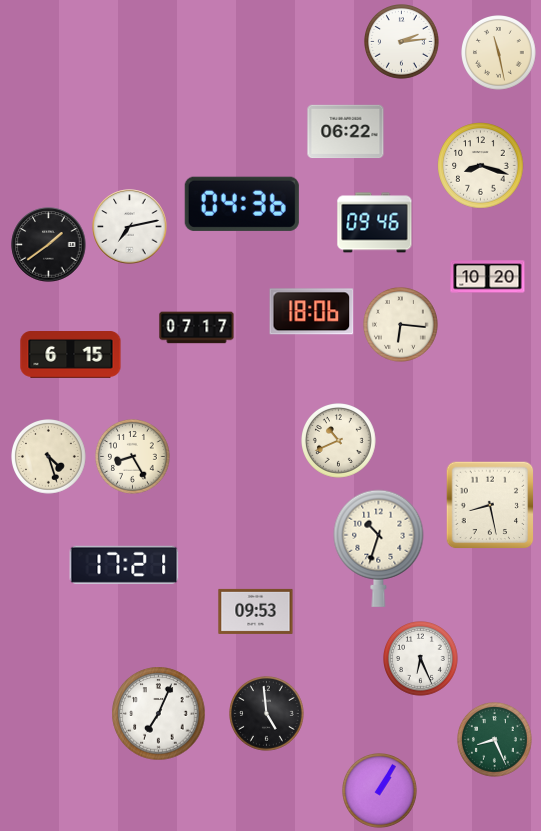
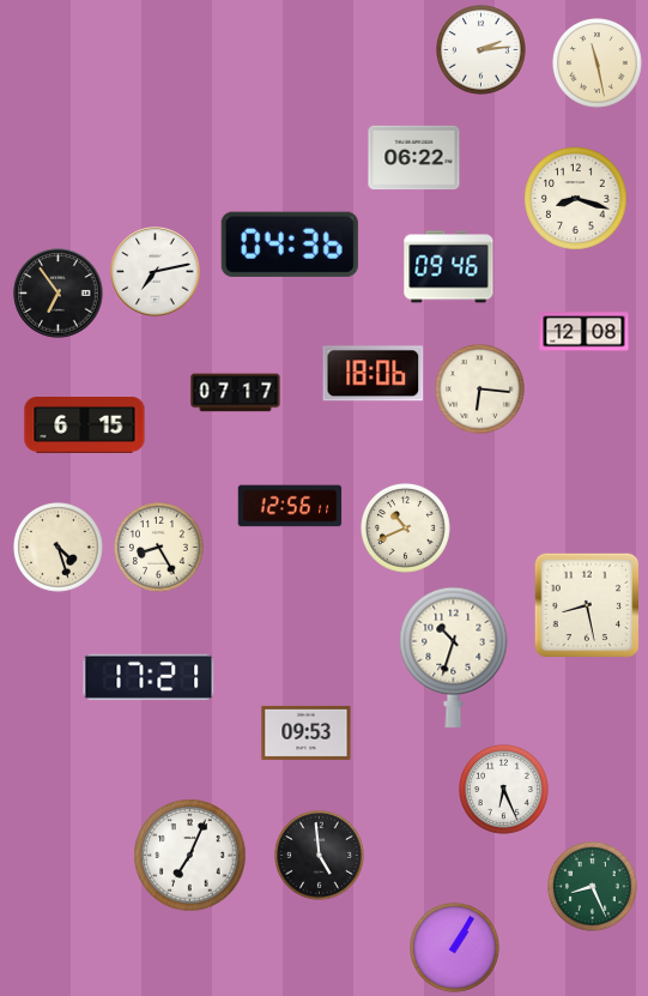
clock at (49, 245): 1:39 -> 6:54
clock at (488, 277): 10:20 -> 12:08
clock at (290, 506): none -> 12:56
